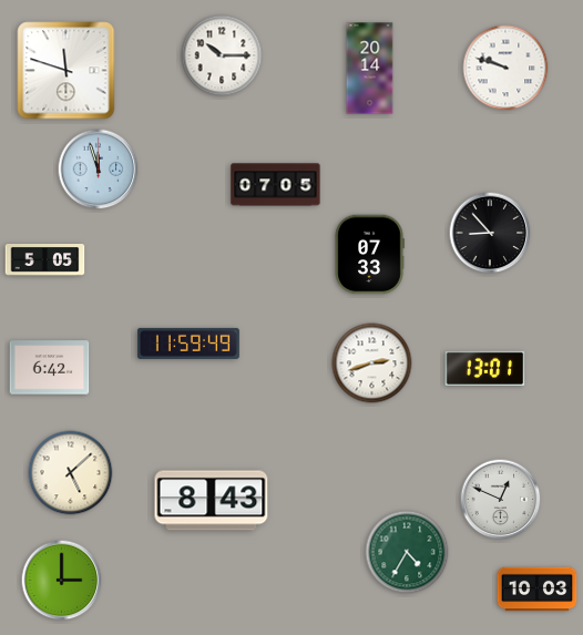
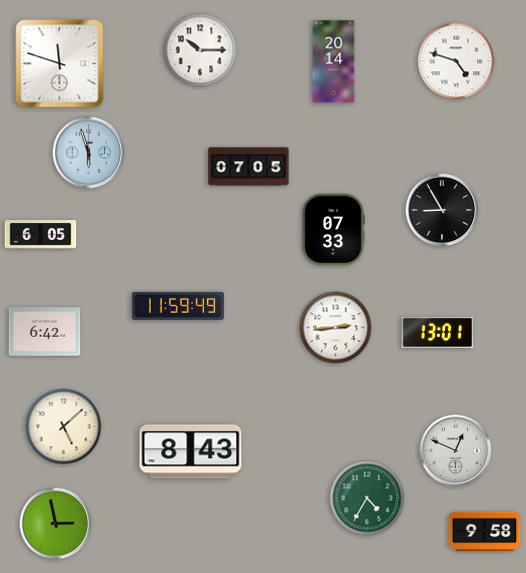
clock at (505, 68): 9:48 -> 4:48
clock at (99, 170): 11:57 -> 5:57
clock at (490, 233): 8:53 -> 8:55
clock at (45, 260): 5:05 -> 6:05
clock at (188, 344) position: (188, 344) -> (178, 306)
clock at (372, 363): 2:42 -> 2:44
clock at (501, 500) position: (501, 500) -> (456, 451)
clock at (62, 581): 3:00 -> 2:58
clock at (538, 590): 10:03 -> 9:58
